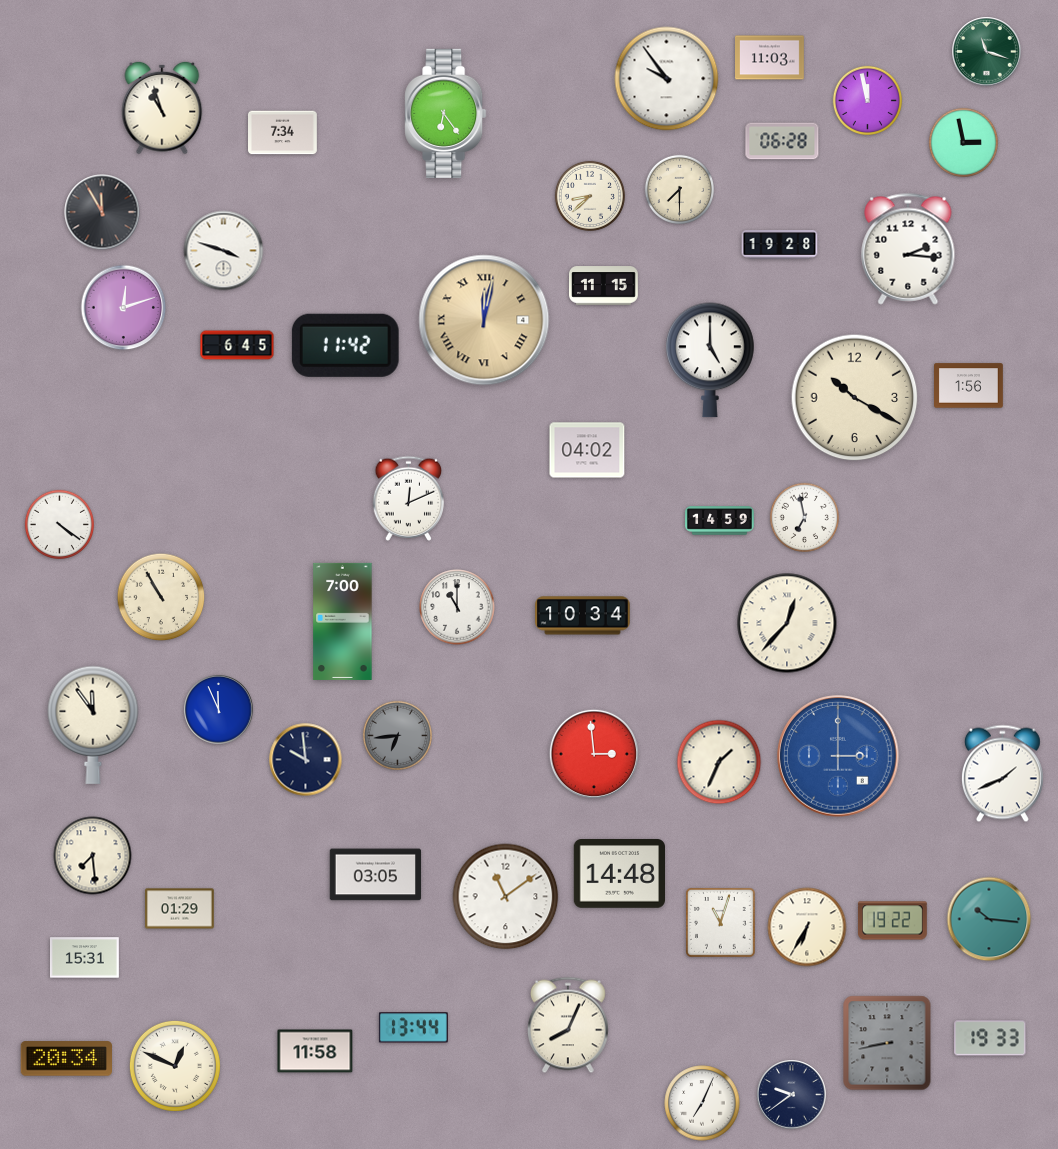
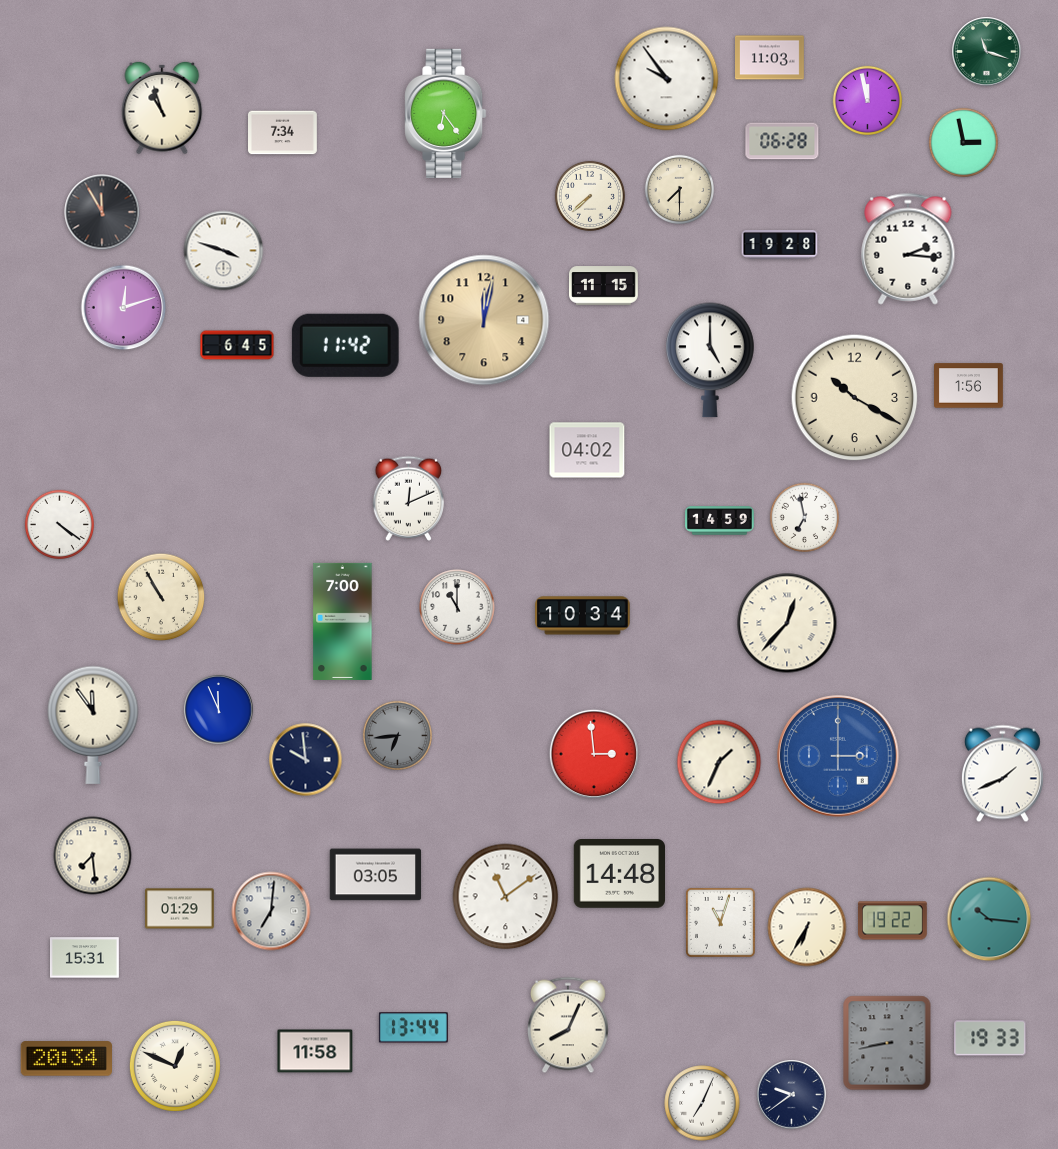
clock at (590, 196): 8:38 -> 7:38
clock at (484, 320) numerals: Roman -> Arabic
clock at (271, 911): none -> 7:01
